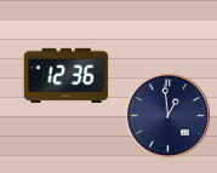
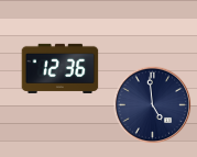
clock at (169, 116): 12:59 -> 4:59
